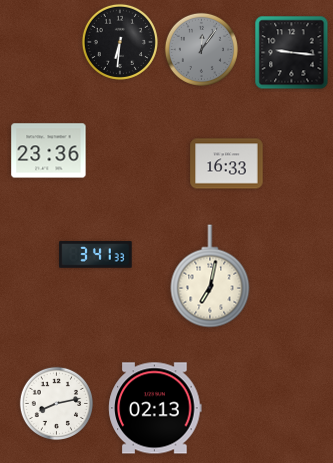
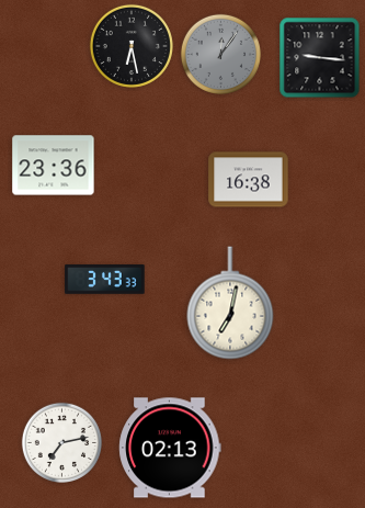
clock at (120, 42): 6:31 -> 6:28
clock at (227, 164): 16:33 -> 16:38
clock at (96, 255): 3:41 -> 3:43
clock at (56, 403): 8:13 -> 7:13
